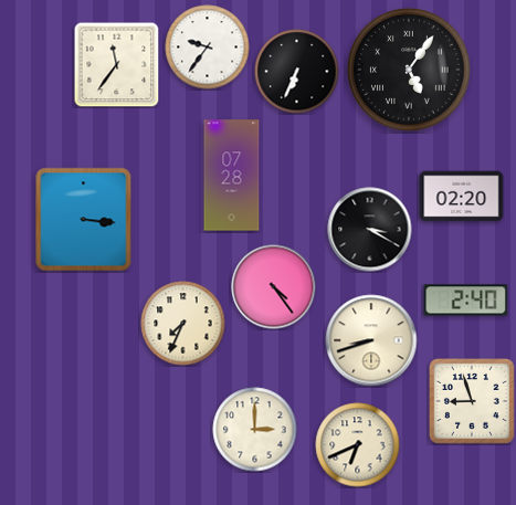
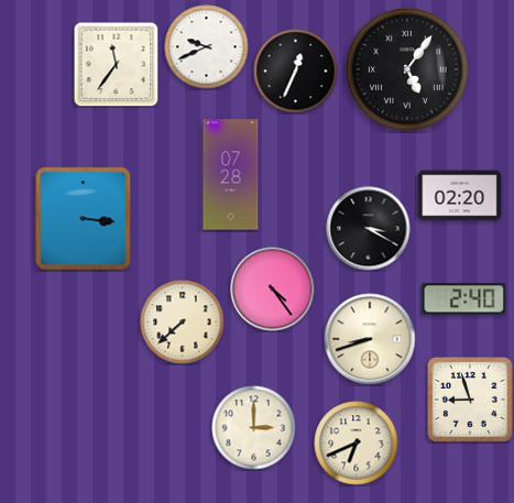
clock at (208, 48): 9:36 -> 9:41
clock at (297, 72): 6:34 -> 12:34
clock at (274, 287) position: (274, 287) -> (273, 289)
clock at (183, 324): 7:34 -> 7:38
